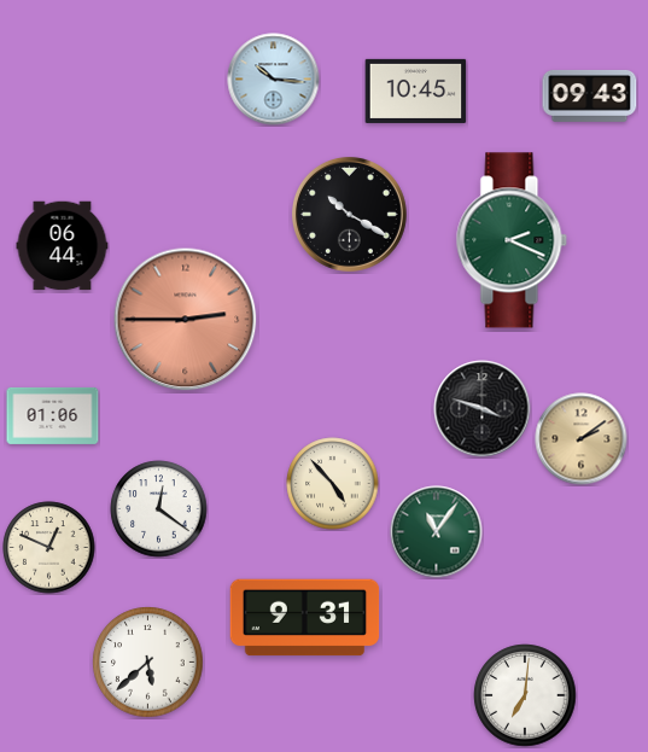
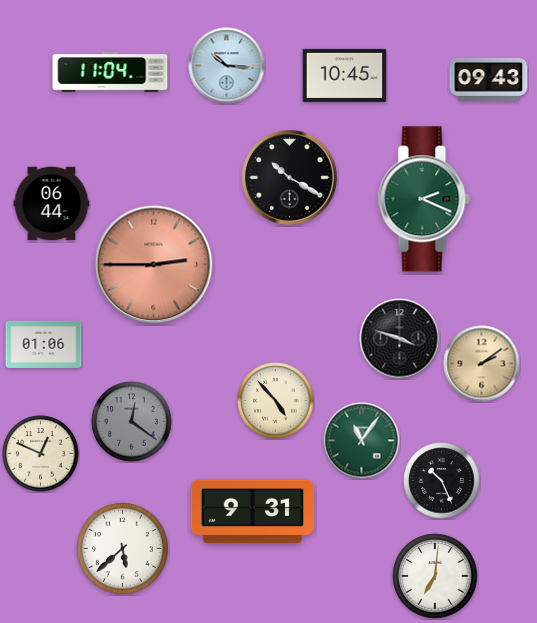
clock at (110, 73): none -> 11:04
clock at (159, 509) dial: white -> grey
clock at (442, 481): none -> 10:26
